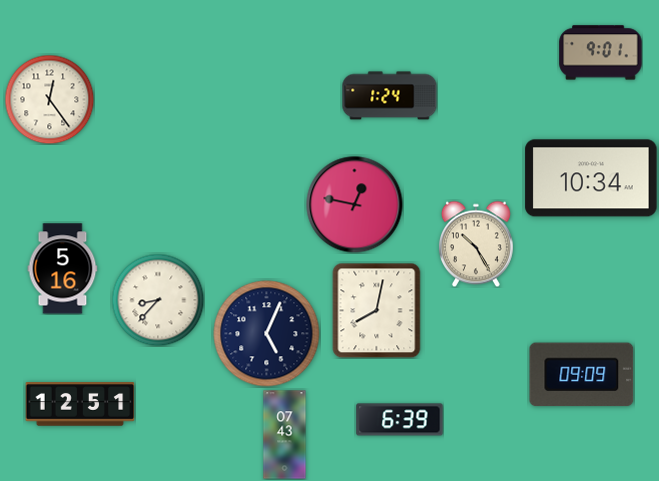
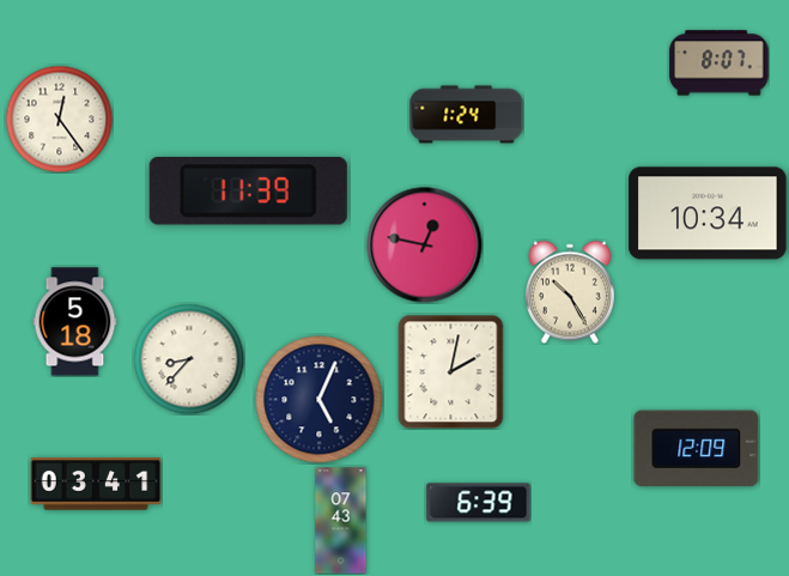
clock at (601, 53): 9:01 -> 8:07
clock at (248, 190): none -> 11:39
clock at (63, 269): 5:16 -> 5:18
clock at (377, 310): 8:02 -> 2:02
clock at (582, 375): 09:09 -> 12:09
clock at (80, 404): 12:51 -> 03:41
